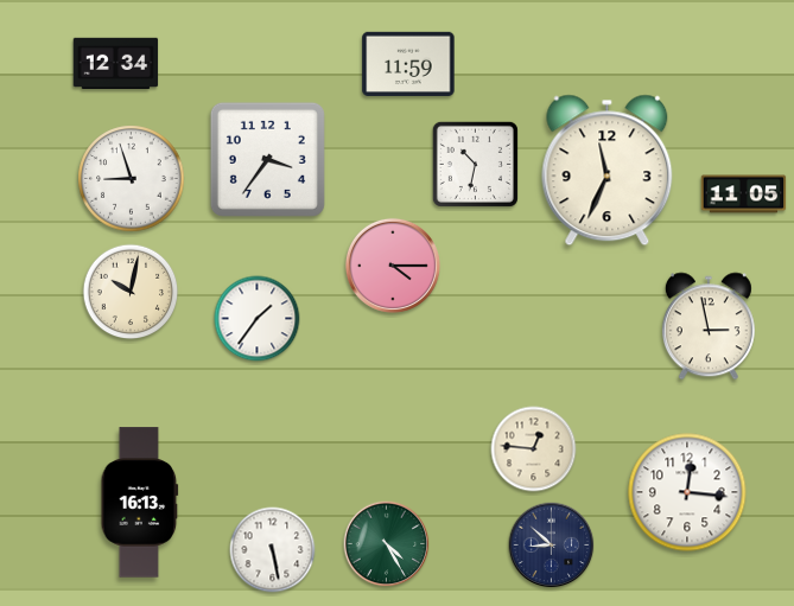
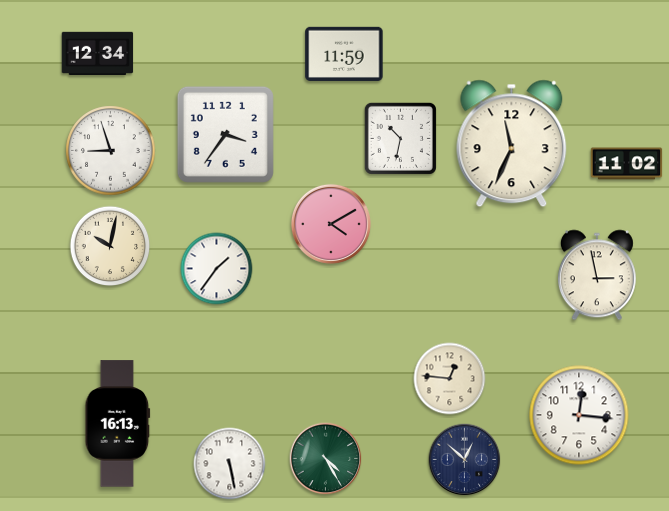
clock at (744, 194): 11:05 -> 11:02
clock at (393, 266): 4:15 -> 4:10
clock at (552, 546): 8:52 -> 12:52
